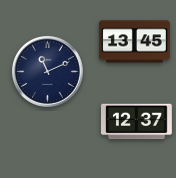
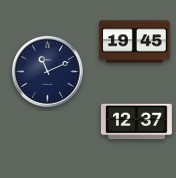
clock at (134, 42): 13:45 -> 19:45
